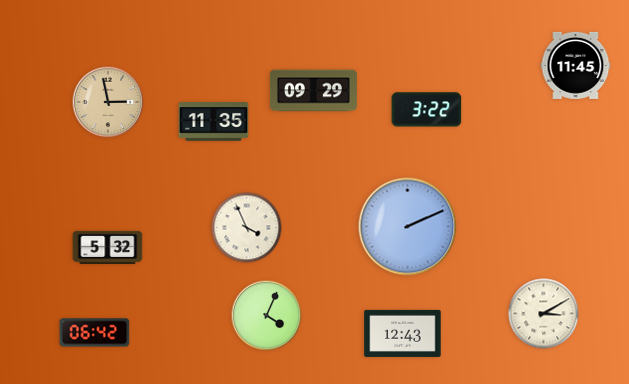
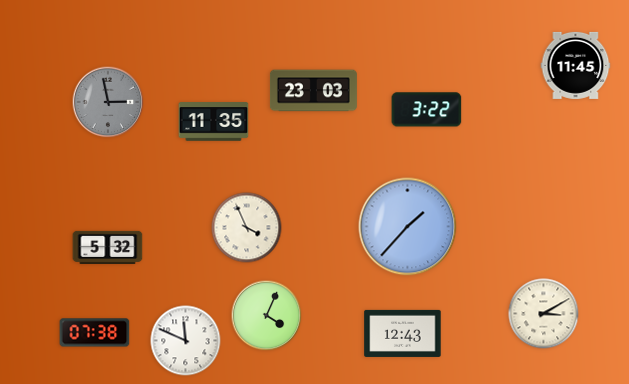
clock at (313, 91): 09:29 -> 23:03
clock at (108, 102) dial: champagne -> grey
clock at (408, 227): 2:11 -> 1:37
clock at (95, 333): 06:42 -> 07:38
clock at (186, 341): none -> 11:49
